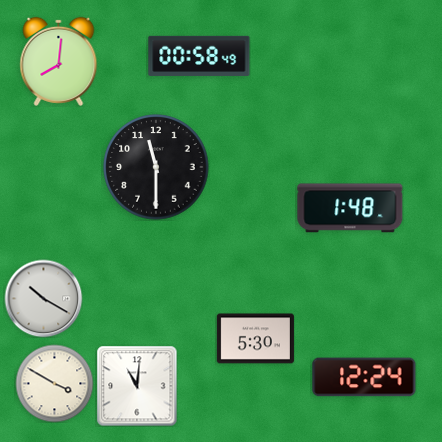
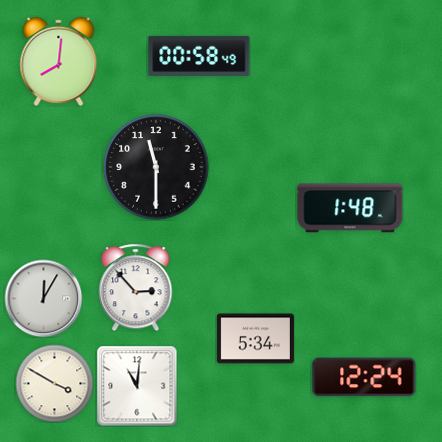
clock at (136, 287): none -> 2:53
clock at (43, 298): 10:20 -> 12:05
clock at (255, 339): 5:30 -> 5:34
